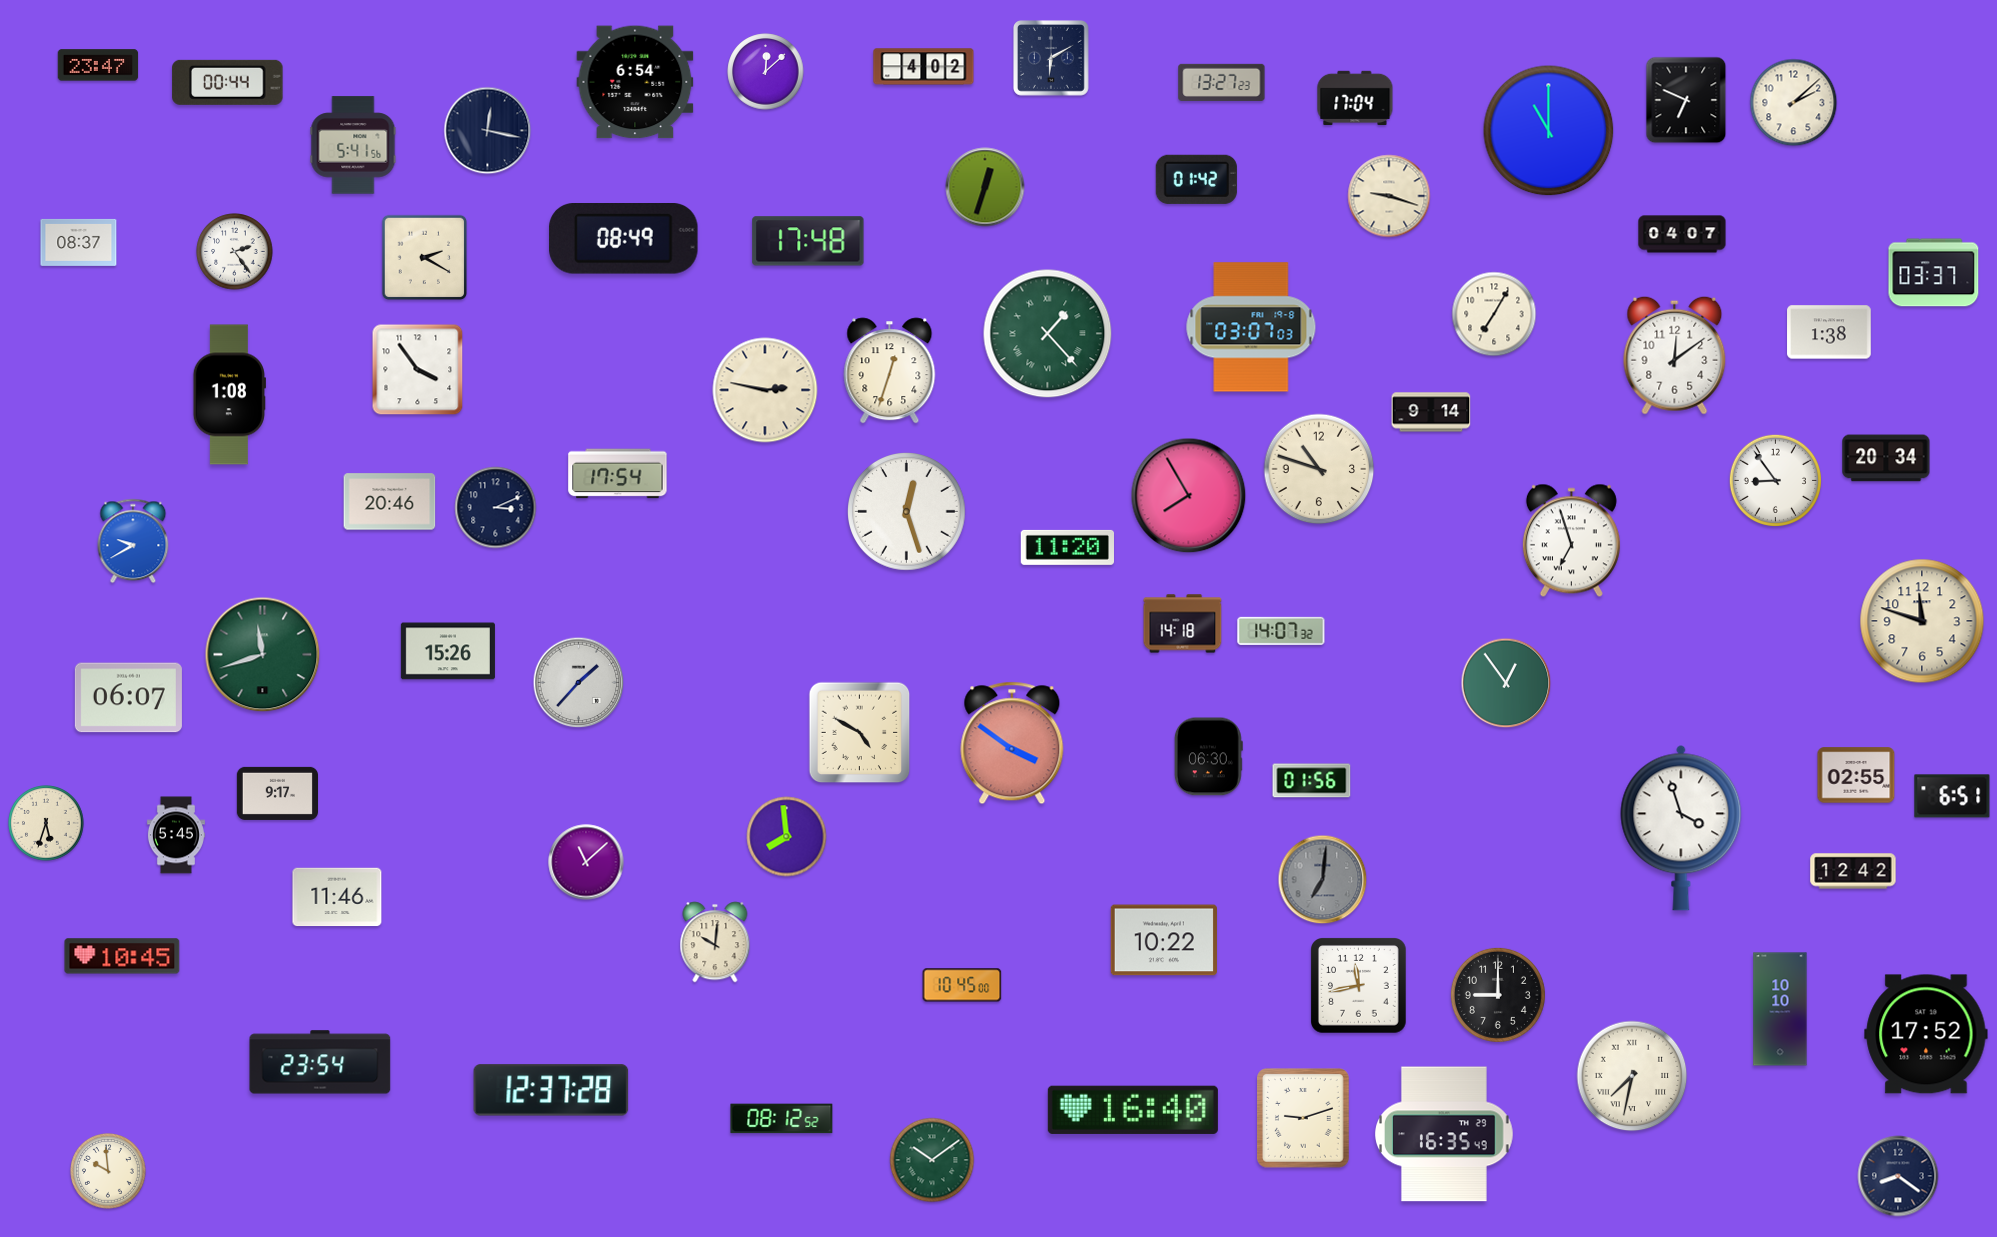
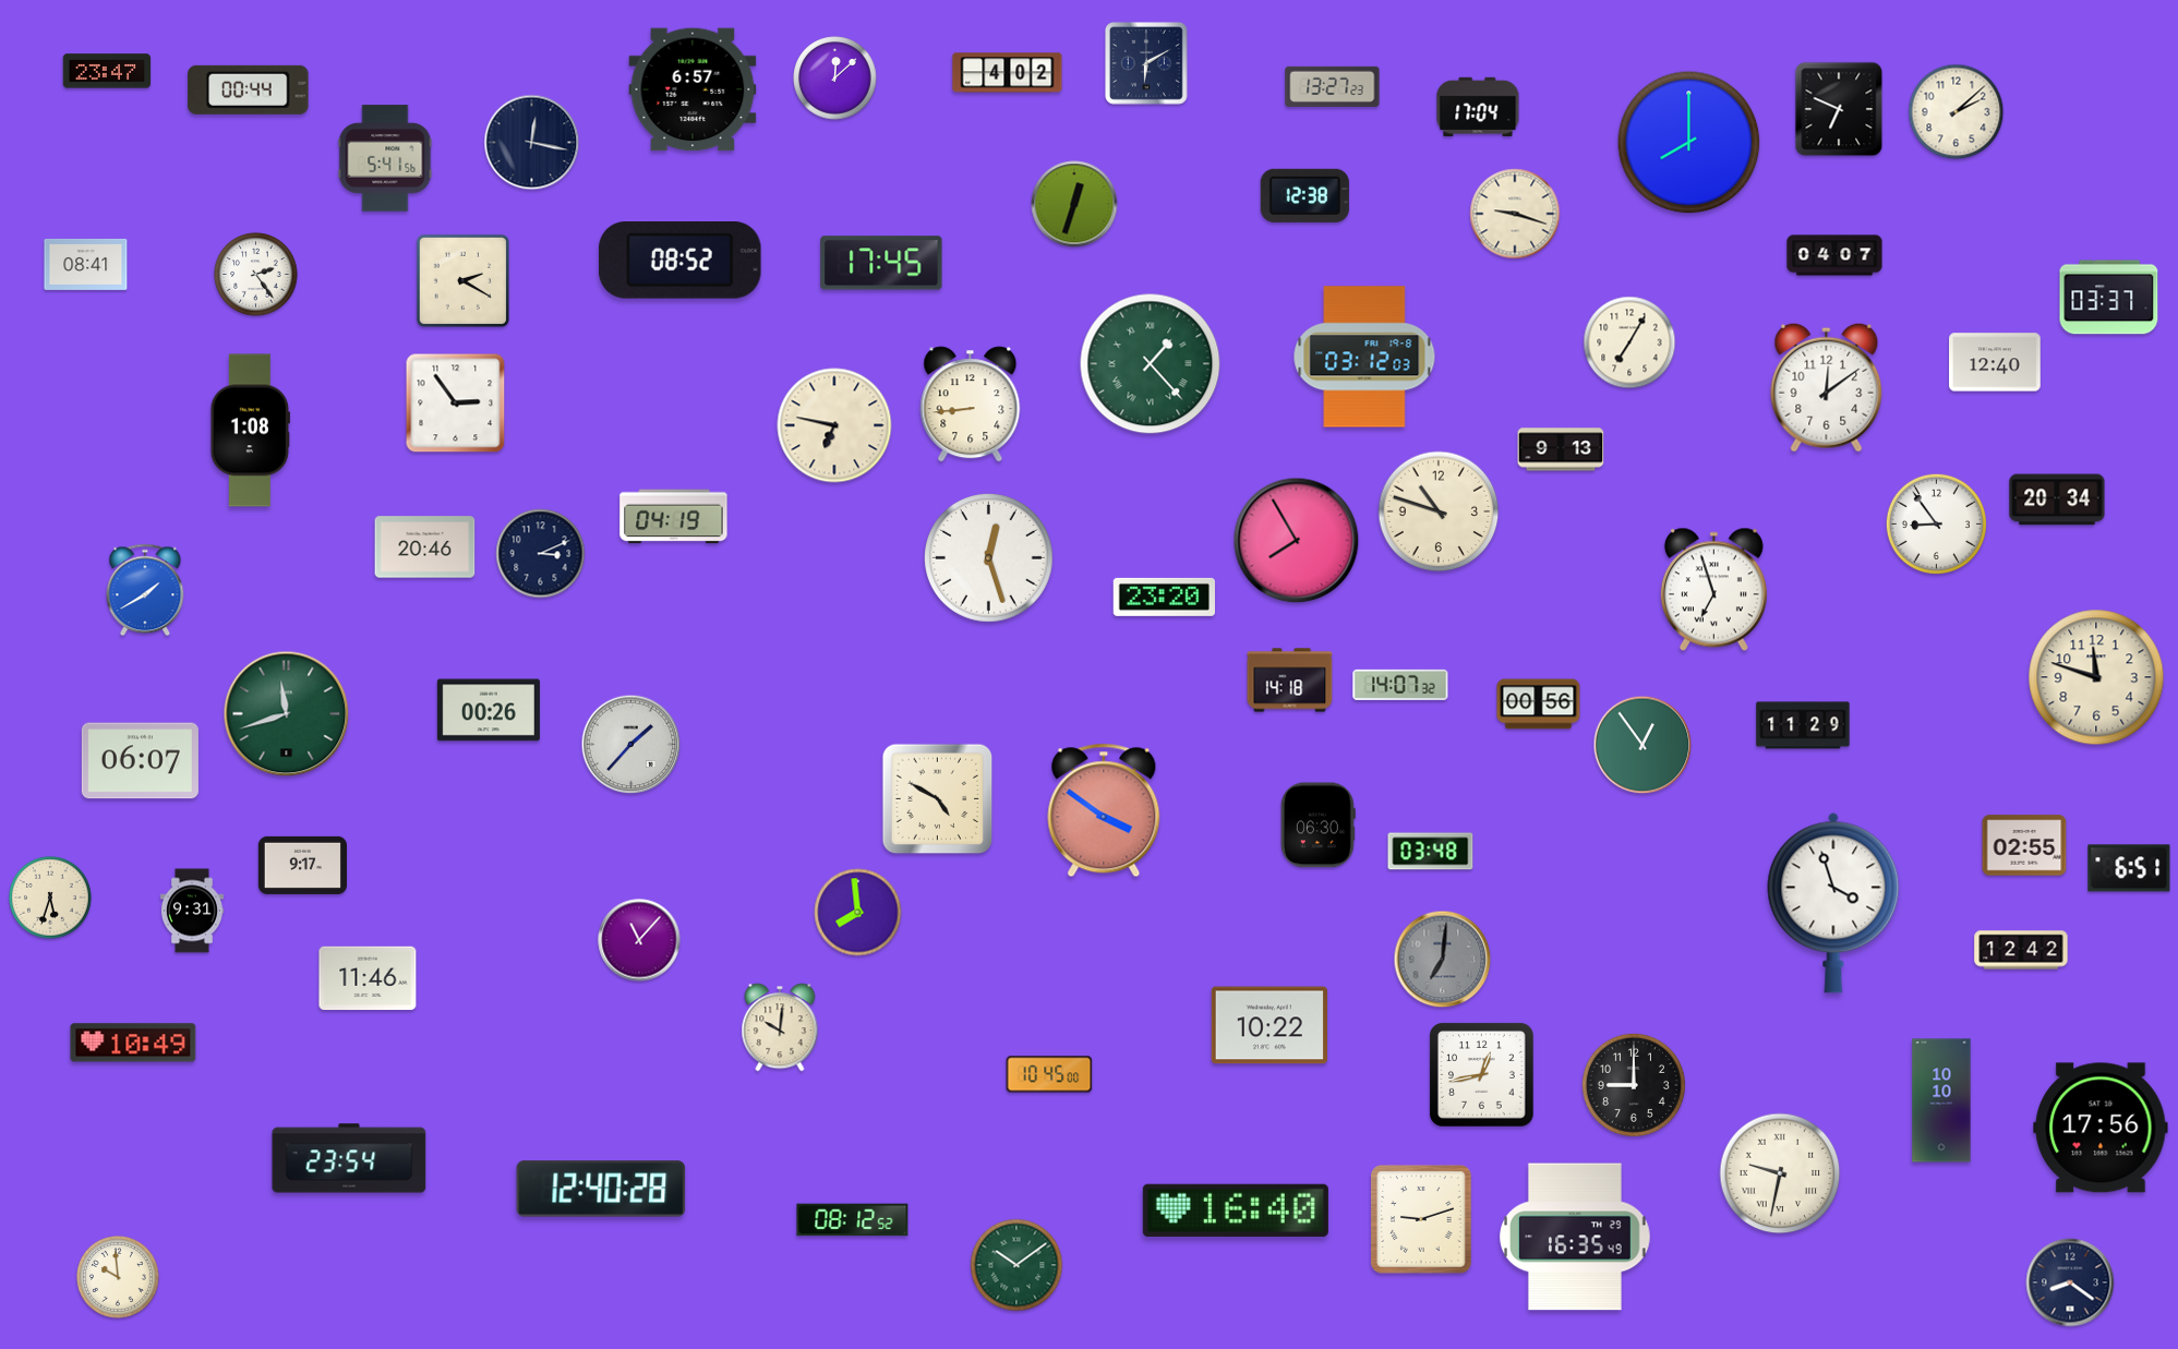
clock at (635, 82): 6:54 -> 6:57
clock at (1222, 82) position: (1222, 82) -> (1333, 86)
clock at (1549, 131): 11:00 -> 8:00
clock at (1196, 179): 01:42 -> 12:38
clock at (624, 239): 08:49 -> 08:52
clock at (808, 241): 17:48 -> 17:45
clock at (79, 242): 08:37 -> 08:41
clock at (1251, 327): 03:07 -> 03:12
clock at (1829, 332): 1:38 -> 12:40
clock at (1048, 334) position: (1048, 334) -> (1151, 364)
clock at (418, 370): 3:54 -> 2:54
clock at (890, 371): 12:33 -> 8:44
clock at (765, 390): 2:47 -> 6:47
clock at (1431, 412): 9:14 -> 9:13
clock at (618, 474): 17:54 -> 04:19
clock at (133, 541): 9:40 -> 1:40
clock at (1067, 547): 11:20 -> 23:20
clock at (1281, 631) position: (1281, 631) -> (1400, 685)
clock at (1539, 704): none -> 00:56
clock at (448, 651): 15:26 -> 00:26
clock at (1803, 725): none -> 11:29
clock at (1312, 781): 01:56 -> 03:48
clock at (176, 835): 5:45 -> 9:31
clock at (586, 862): 11:08 -> 11:07
clock at (122, 956): 10:45 -> 10:49
clock at (1359, 986): 11:43 -> 12:43
clock at (1926, 1034): 17:52 -> 17:56
clock at (1632, 1076): 7:32 -> 9:32
clock at (551, 1090): 12:37 -> 12:40
